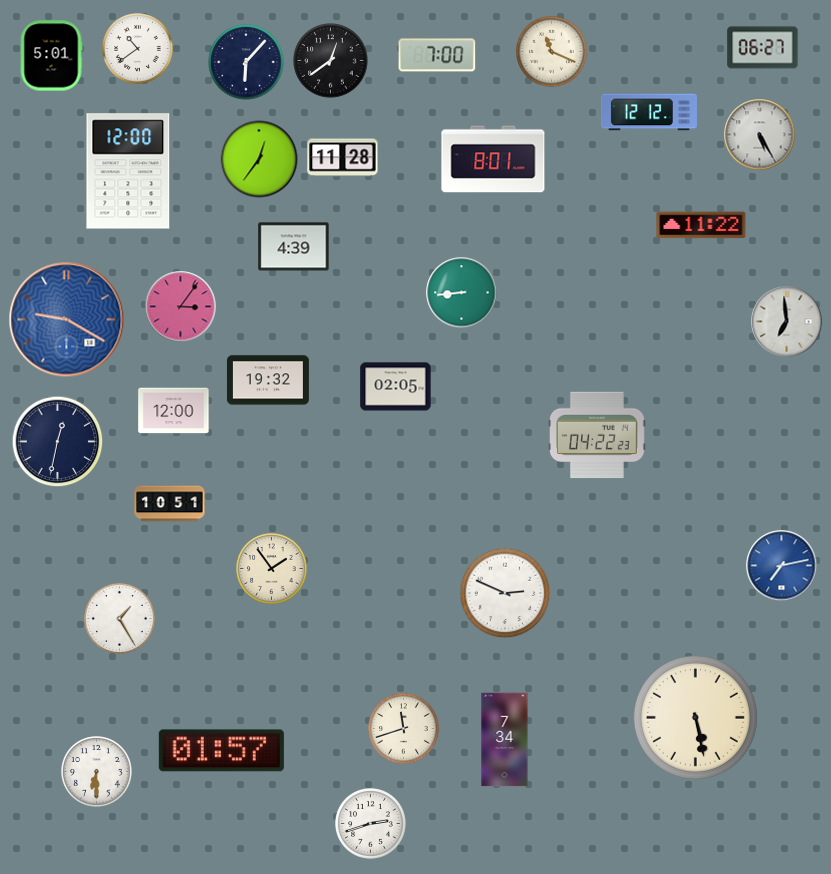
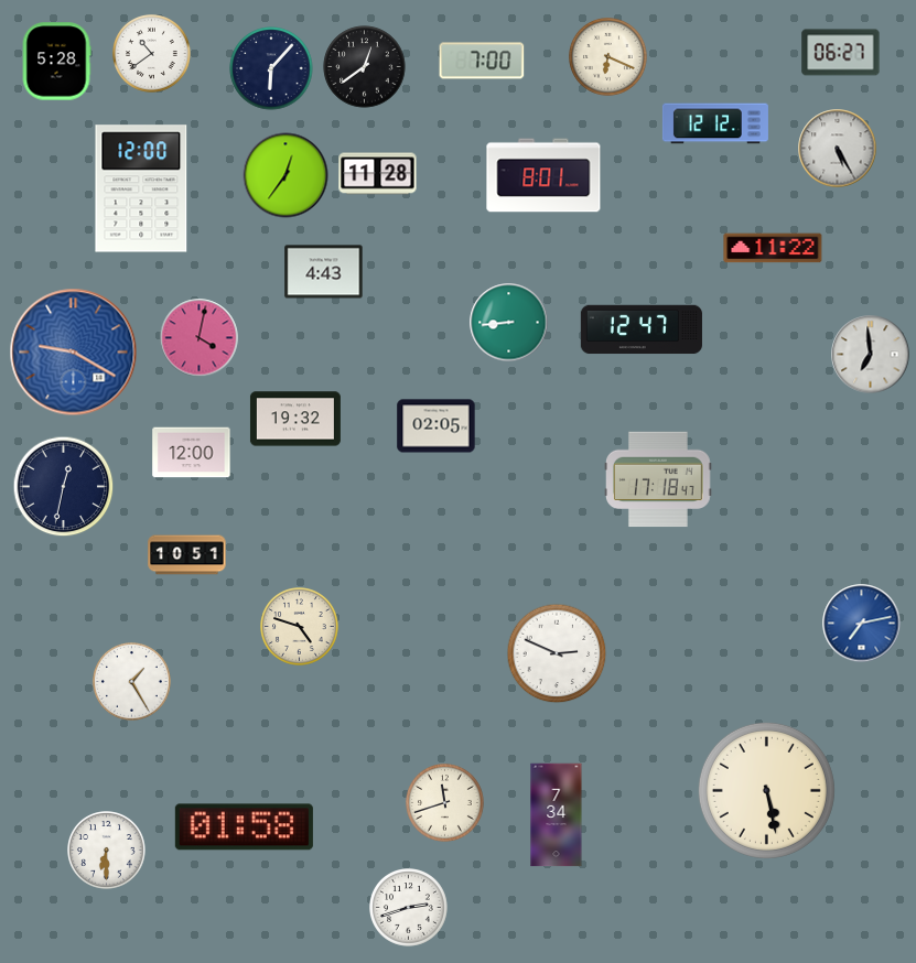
clock at (552, 52): 11:19 -> 6:19
clock at (51, 56): 5:01 -> 5:28
clock at (294, 247): 4:39 -> 4:43
clock at (642, 329): none -> 12:47
clock at (181, 307): 3:06 -> 4:02
clock at (787, 322) position: (787, 322) -> (871, 355)
clock at (598, 435): 04:22 -> 17:18
clock at (272, 569): 1:54 -> 4:48
clock at (221, 751): 01:57 -> 01:58
